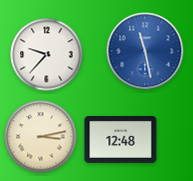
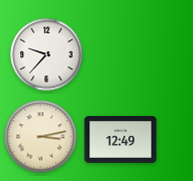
clock at (145, 51): 11:28 -> none
clock at (121, 140): 12:48 -> 12:49
